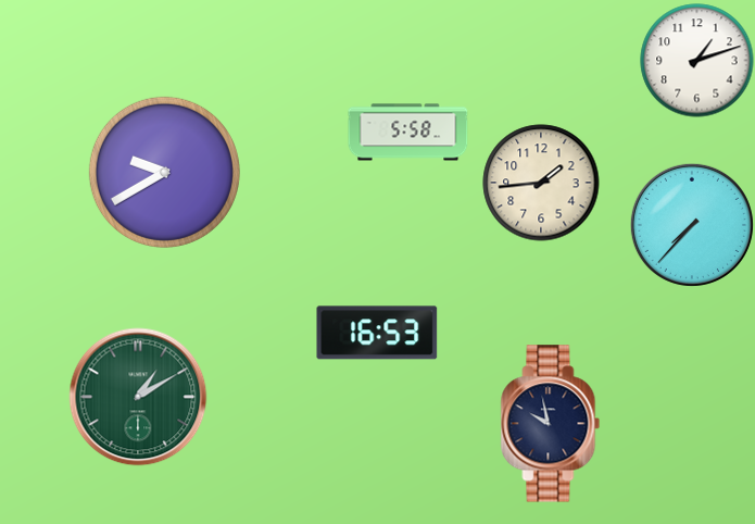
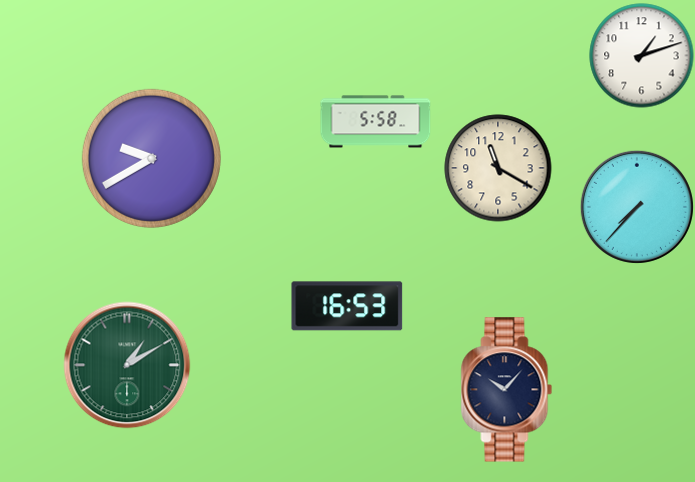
clock at (541, 183): 1:44 -> 11:20
clock at (551, 424): 9:58 -> 10:07
